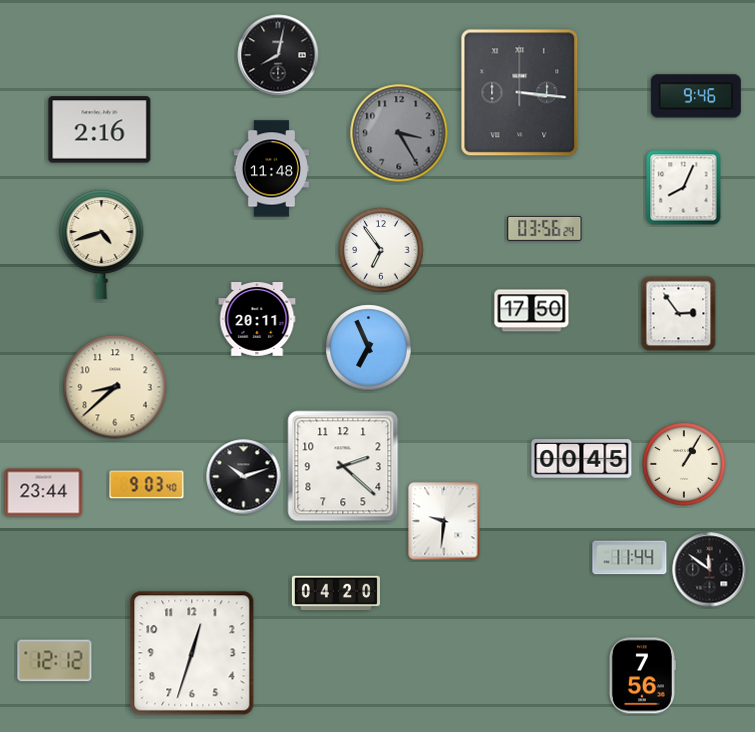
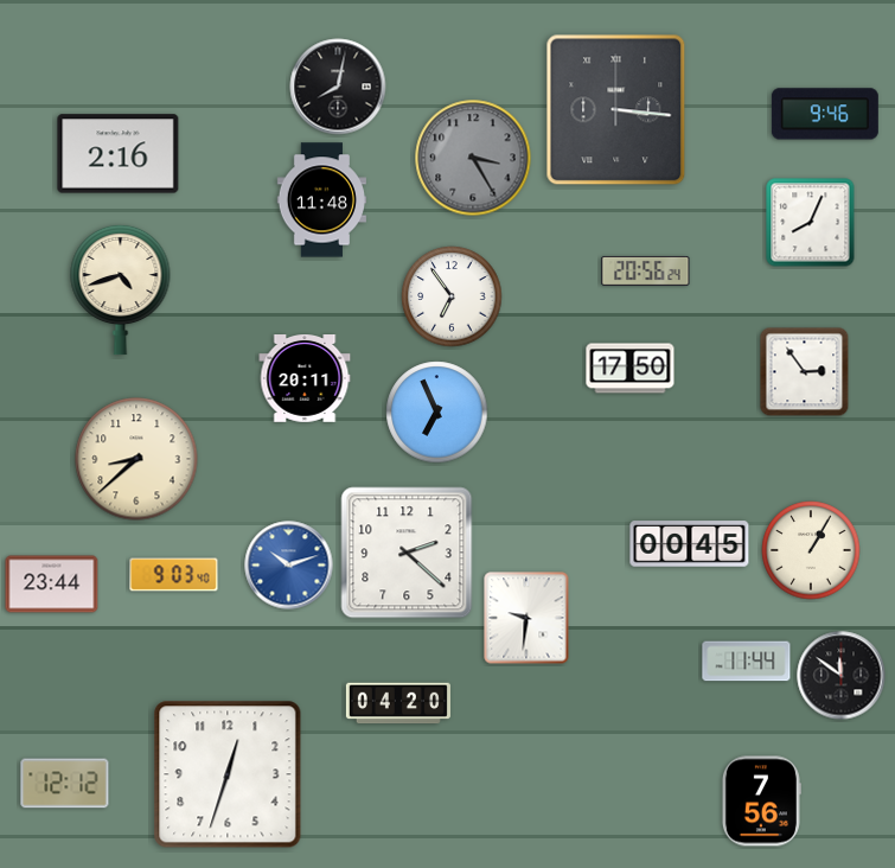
clock at (278, 55) position: (278, 55) -> (338, 87)
clock at (545, 228): 03:56 -> 20:56
clock at (244, 477) dial: black -> blue
